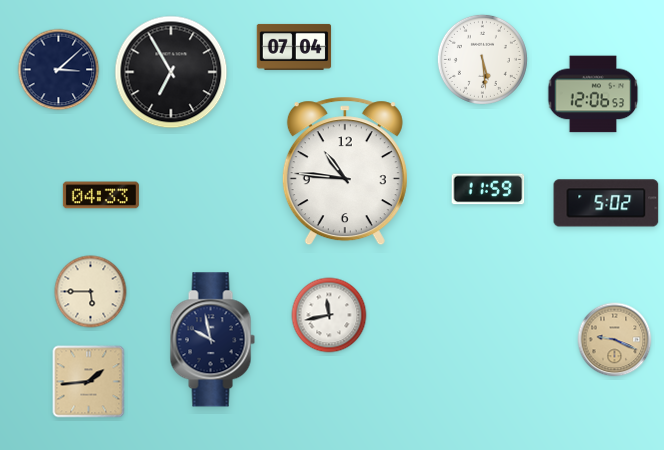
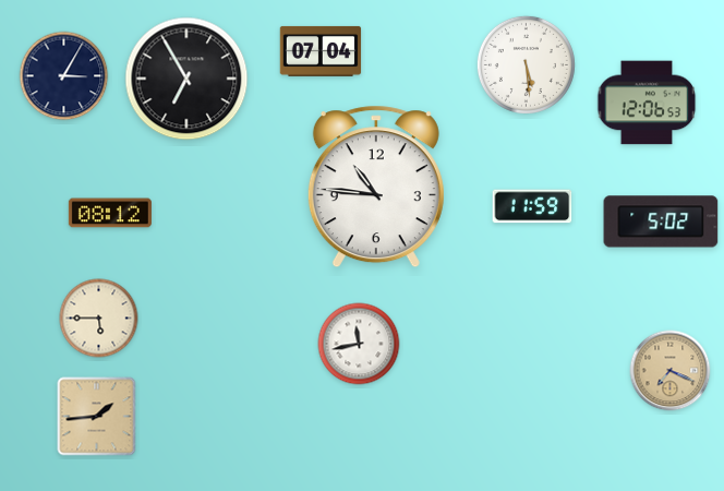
clock at (59, 70): 3:08 -> 3:05
clock at (101, 195): 04:33 -> 08:12
clock at (212, 340): 9:58 -> none
clock at (615, 340): 9:19 -> 7:19
